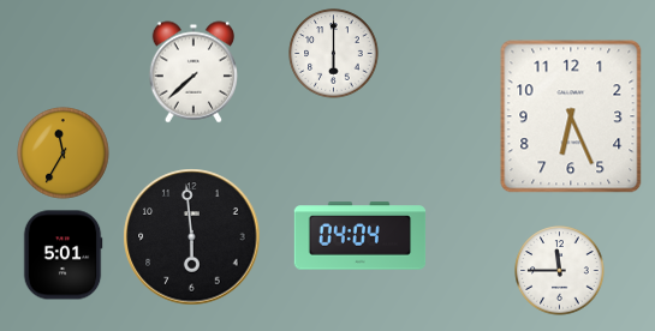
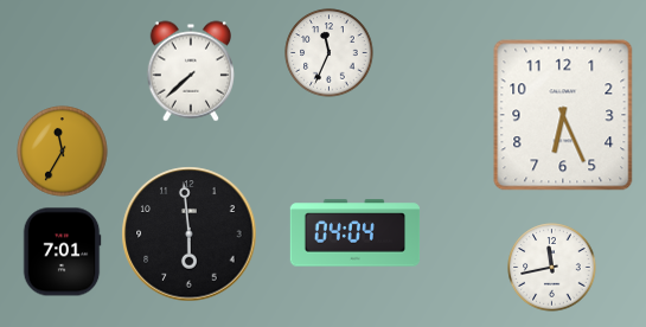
clock at (334, 54): 6:00 -> 11:34
clock at (62, 255): 5:01 -> 7:01
clock at (560, 271): 11:45 -> 11:43
